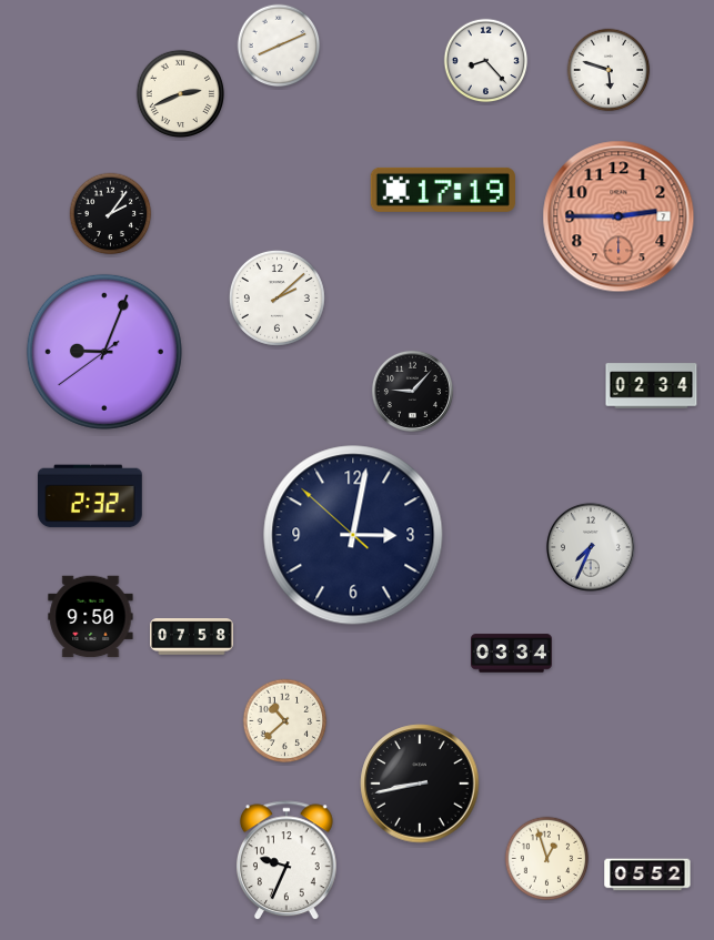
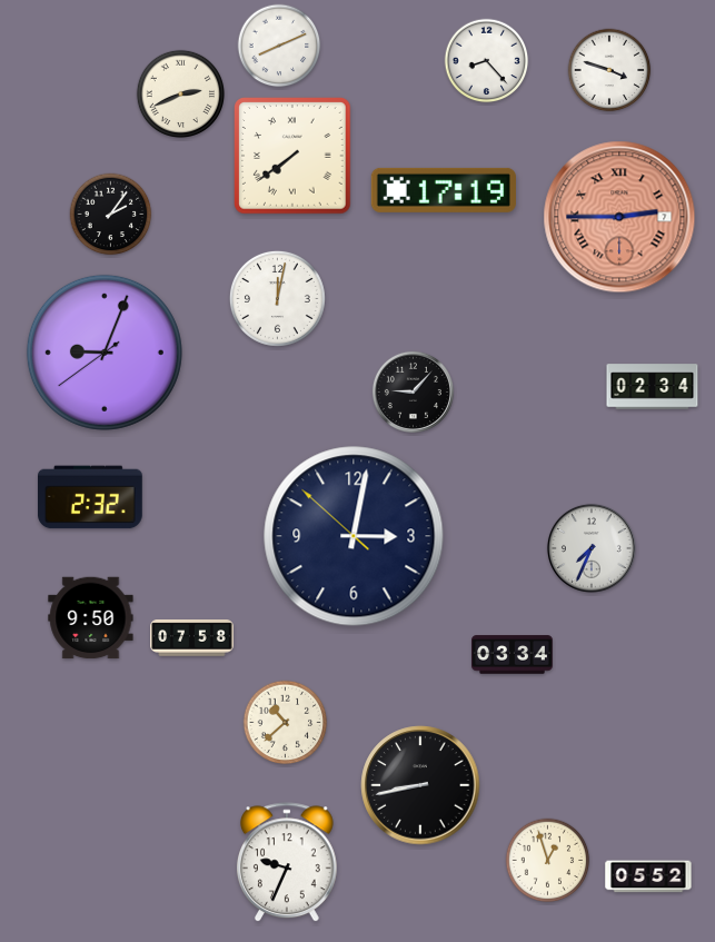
clock at (609, 70): 5:48 -> 3:48
clock at (294, 157): none -> 7:39
clock at (619, 216) numerals: Arabic -> Roman
clock at (276, 297): 2:08 -> 12:02
